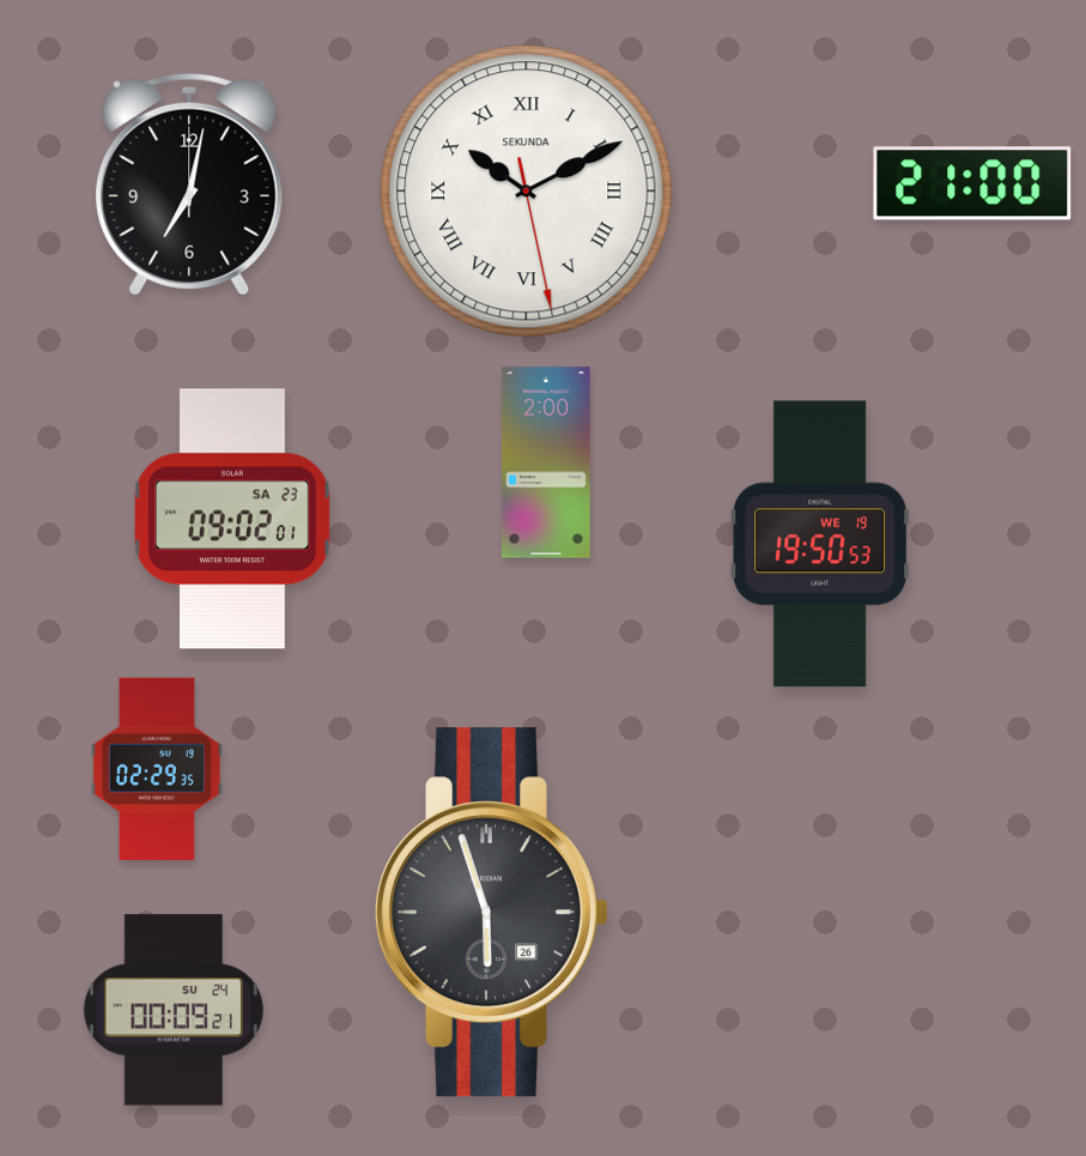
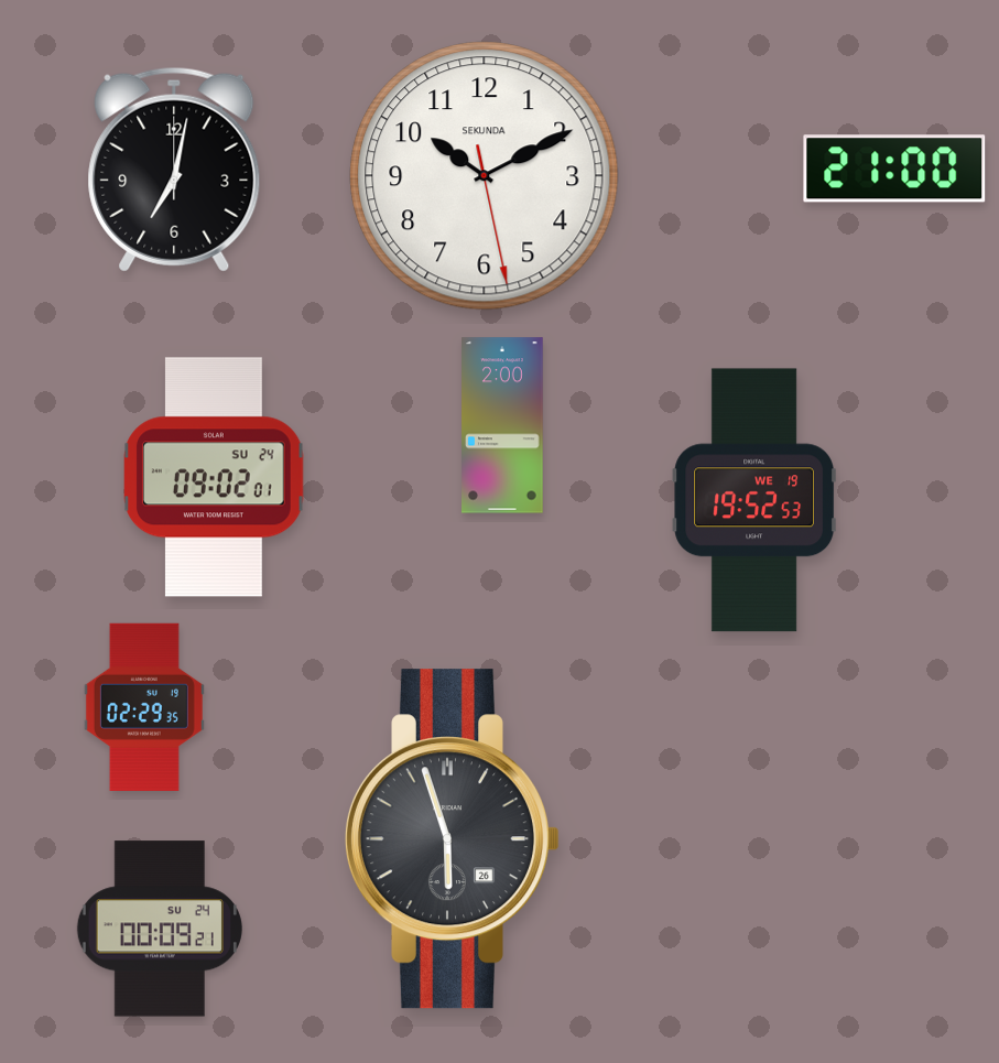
clock at (527, 192) numerals: Roman -> Arabic
clock at (233, 519) date: SA 23 -> SU 24
clock at (819, 544): 19:50 -> 19:52
